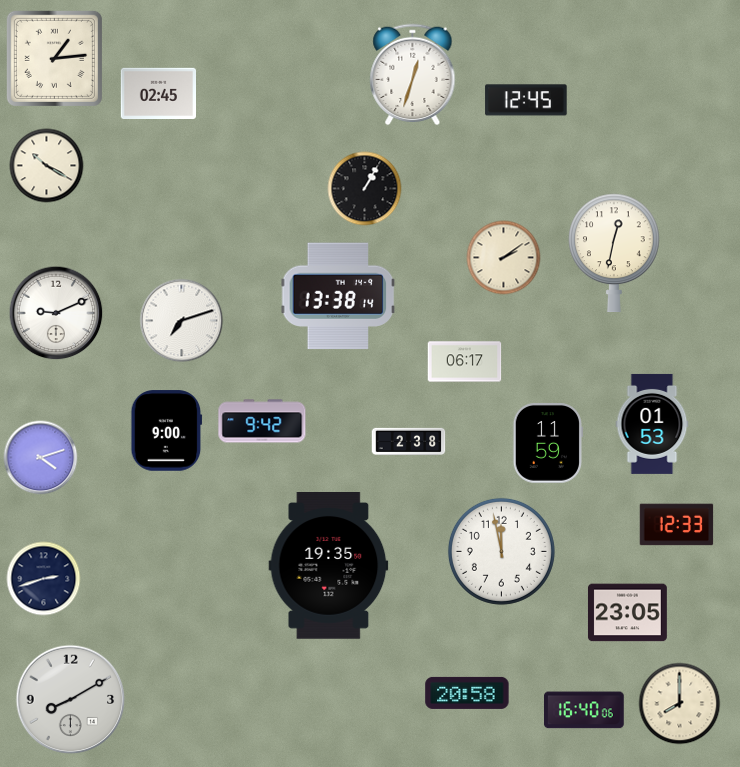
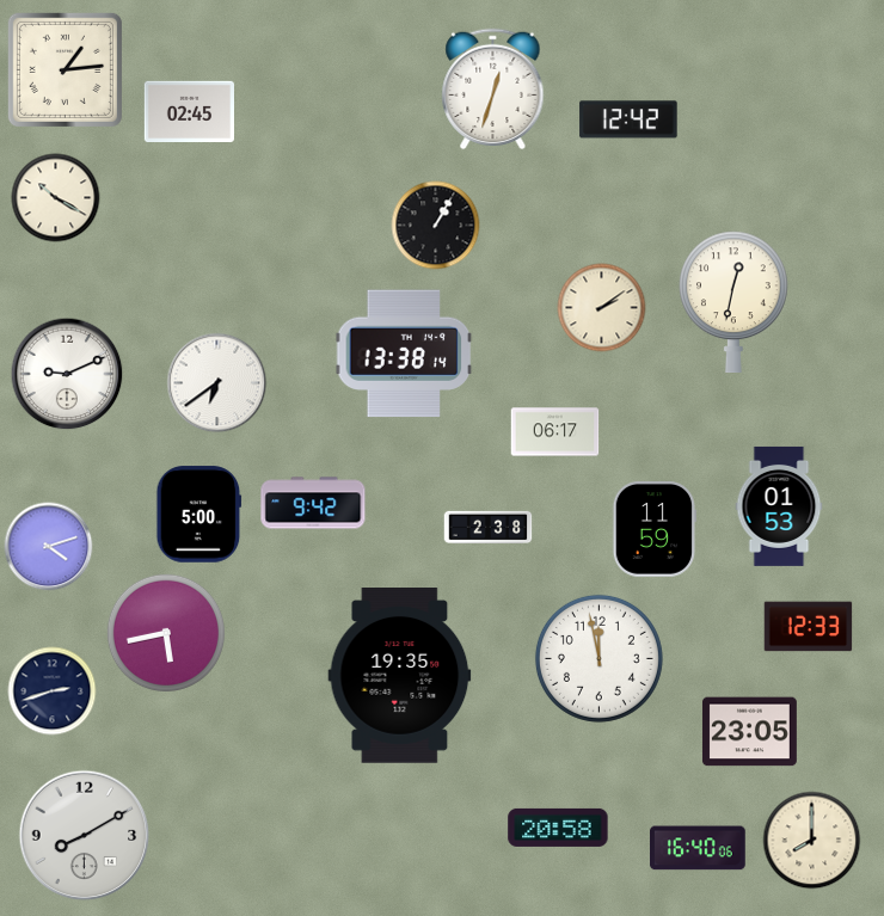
clock at (526, 100): 12:45 -> 12:42
clock at (182, 321): 7:12 -> 6:39
clock at (167, 431): 9:00 -> 5:00
clock at (165, 632): none -> 5:43
clock at (329, 566) position: (329, 566) -> (400, 676)
